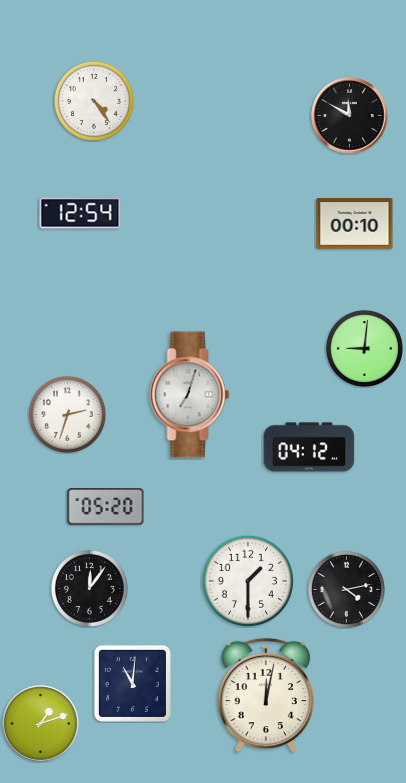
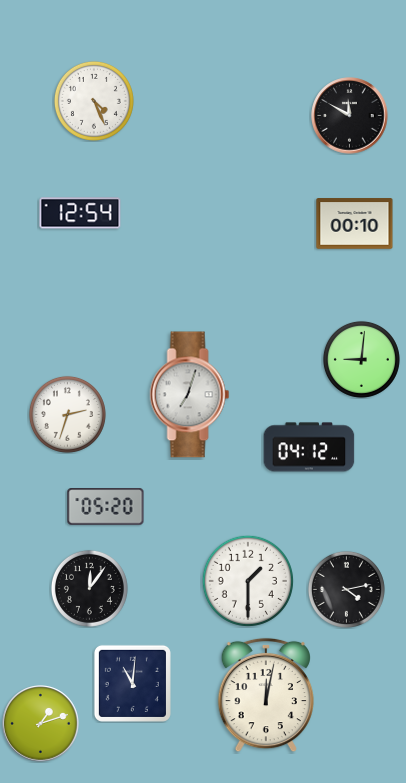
clock at (94, 101): 4:24 -> 4:26
clock at (364, 348) position: (364, 348) -> (361, 359)
